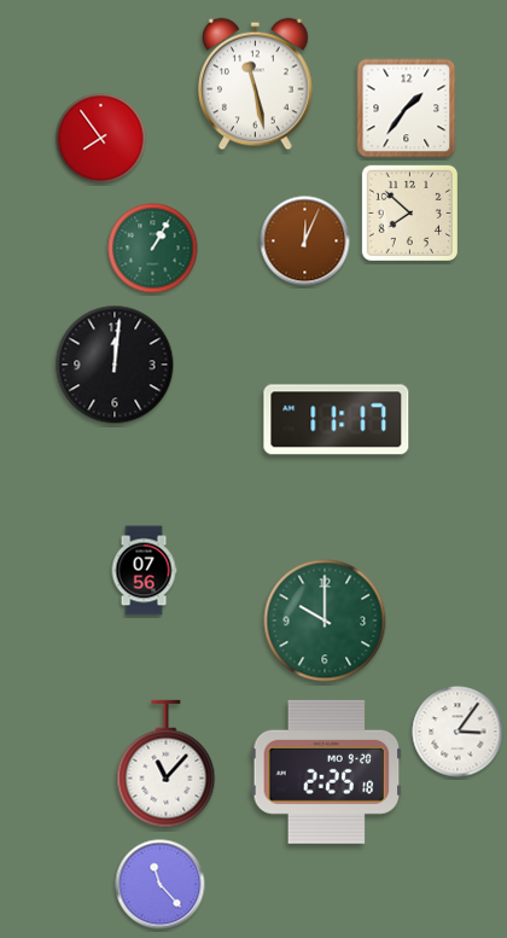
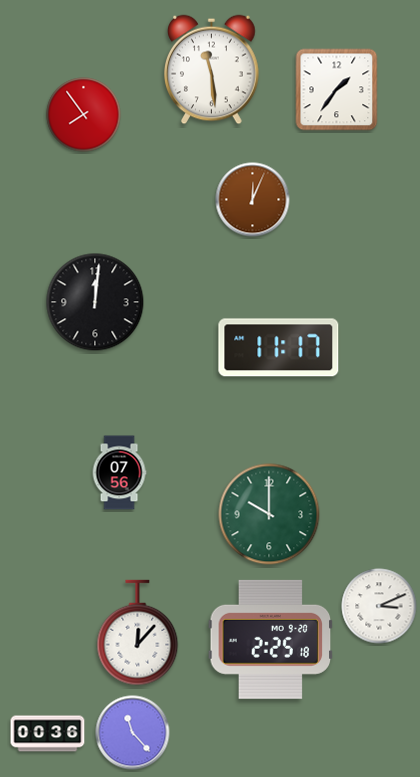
clock at (256, 85): 11:28 -> 11:29
clock at (409, 212): 7:52 -> none
clock at (153, 249): 1:05 -> none
clock at (458, 732): 3:06 -> 3:11
clock at (167, 764): 11:07 -> 12:07
clock at (48, 734): none -> 00:36
